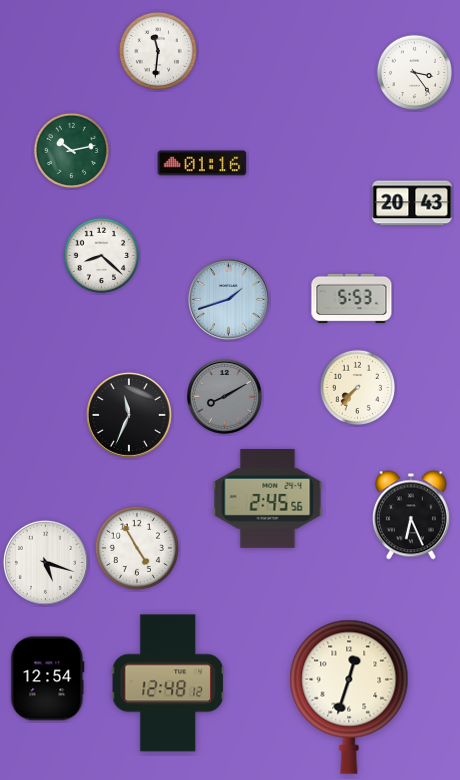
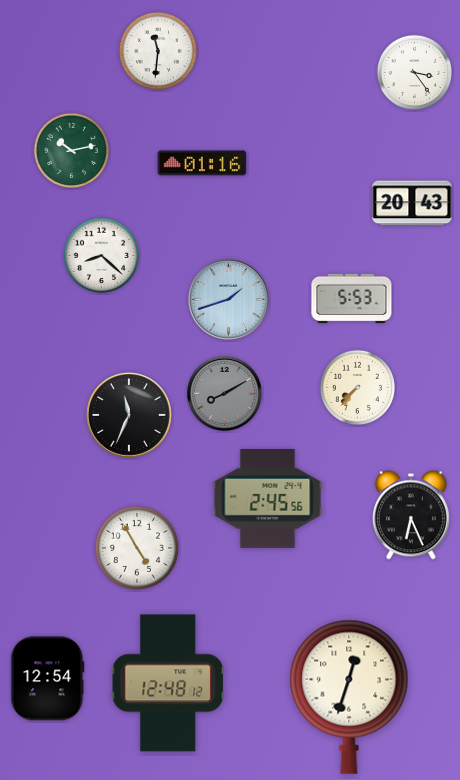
clock at (225, 397) position: (225, 397) -> (225, 394)
clock at (45, 562): 5:18 -> none
